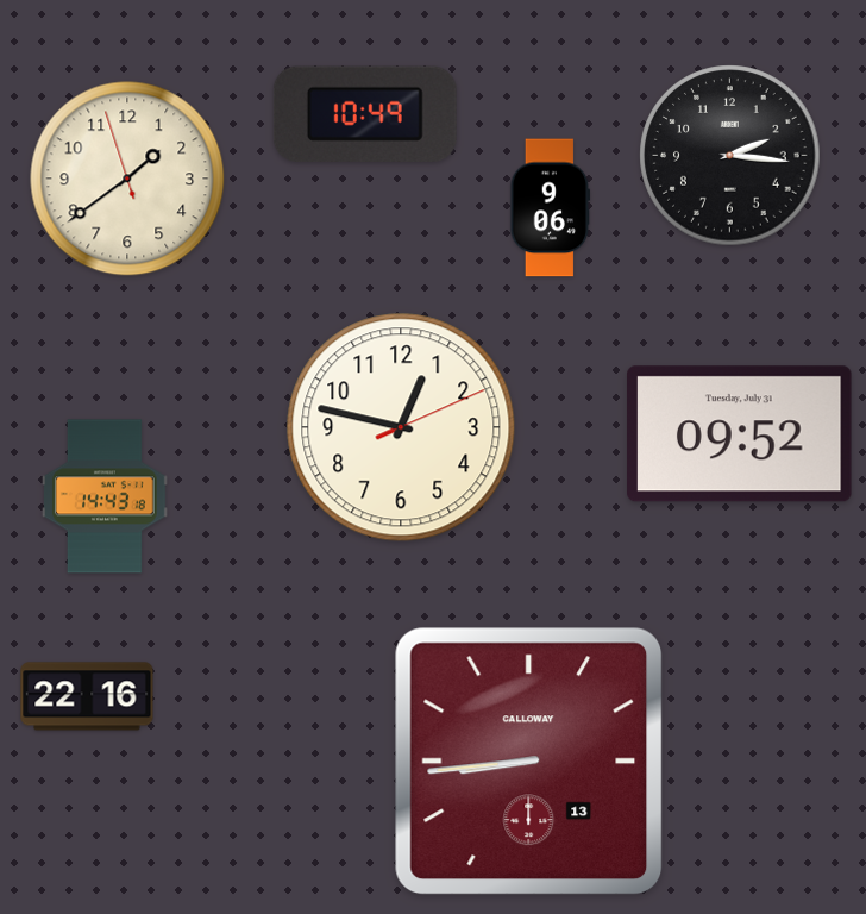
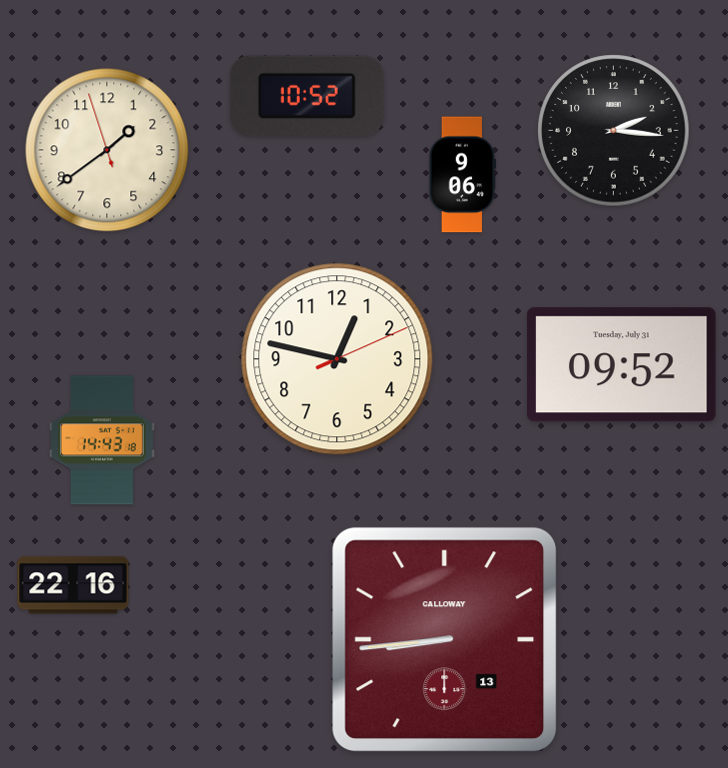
clock at (365, 114): 10:49 -> 10:52
clock at (106, 496) position: (106, 496) -> (103, 440)
